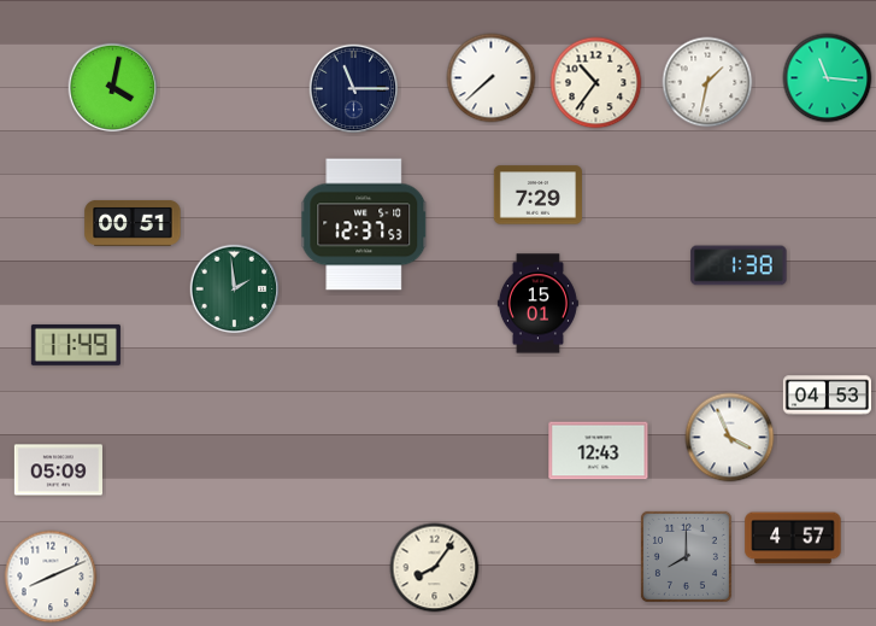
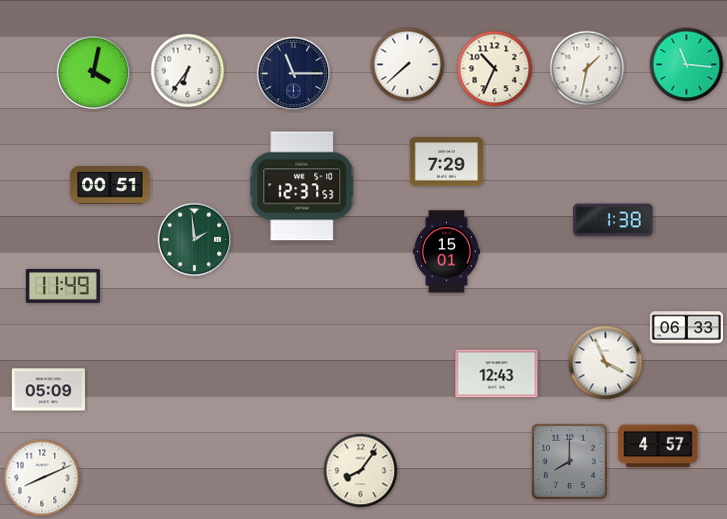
clock at (596, 83): 10:36 -> 10:34
clock at (188, 71): none -> 6:36
clock at (827, 396): 04:53 -> 06:33
